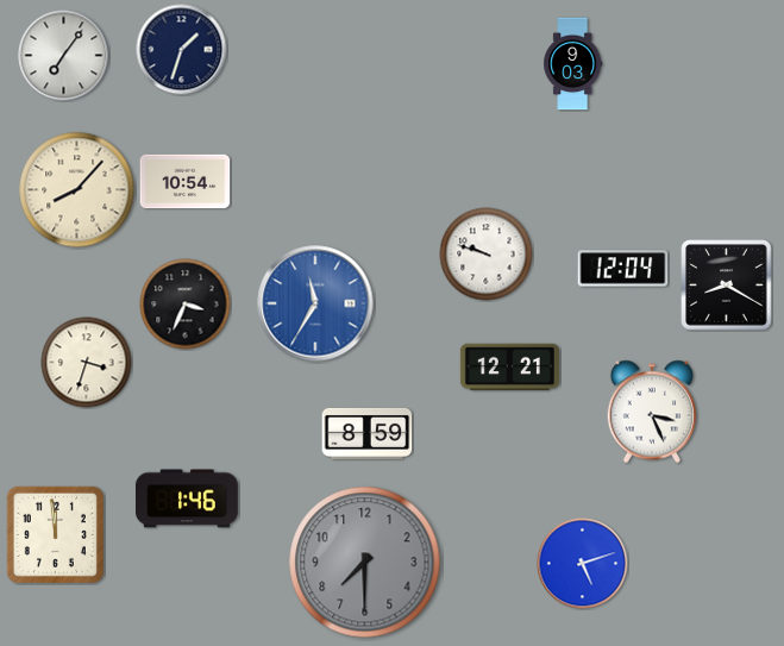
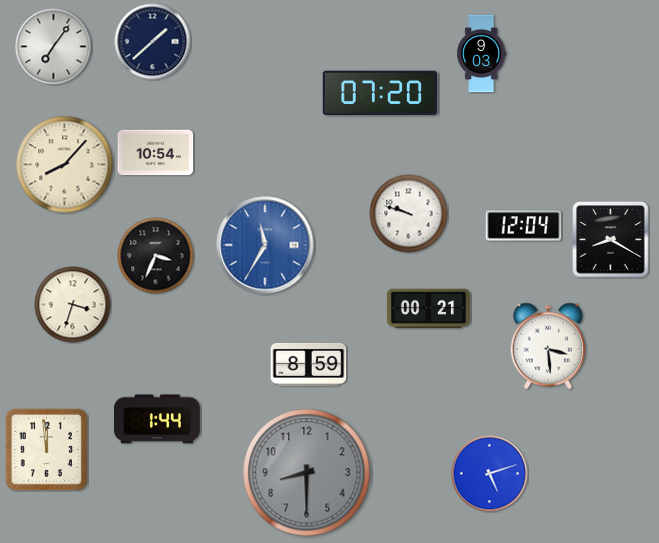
clock at (182, 50): 1:33 -> 1:38
clock at (380, 93): none -> 07:20
clock at (77, 190) position: (77, 190) -> (65, 165)
clock at (315, 303) position: (315, 303) -> (265, 245)
clock at (509, 368): 12:21 -> 00:21
clock at (652, 412): 3:26 -> 3:29
clock at (187, 498): 1:46 -> 1:44
clock at (365, 563): 7:30 -> 8:30
